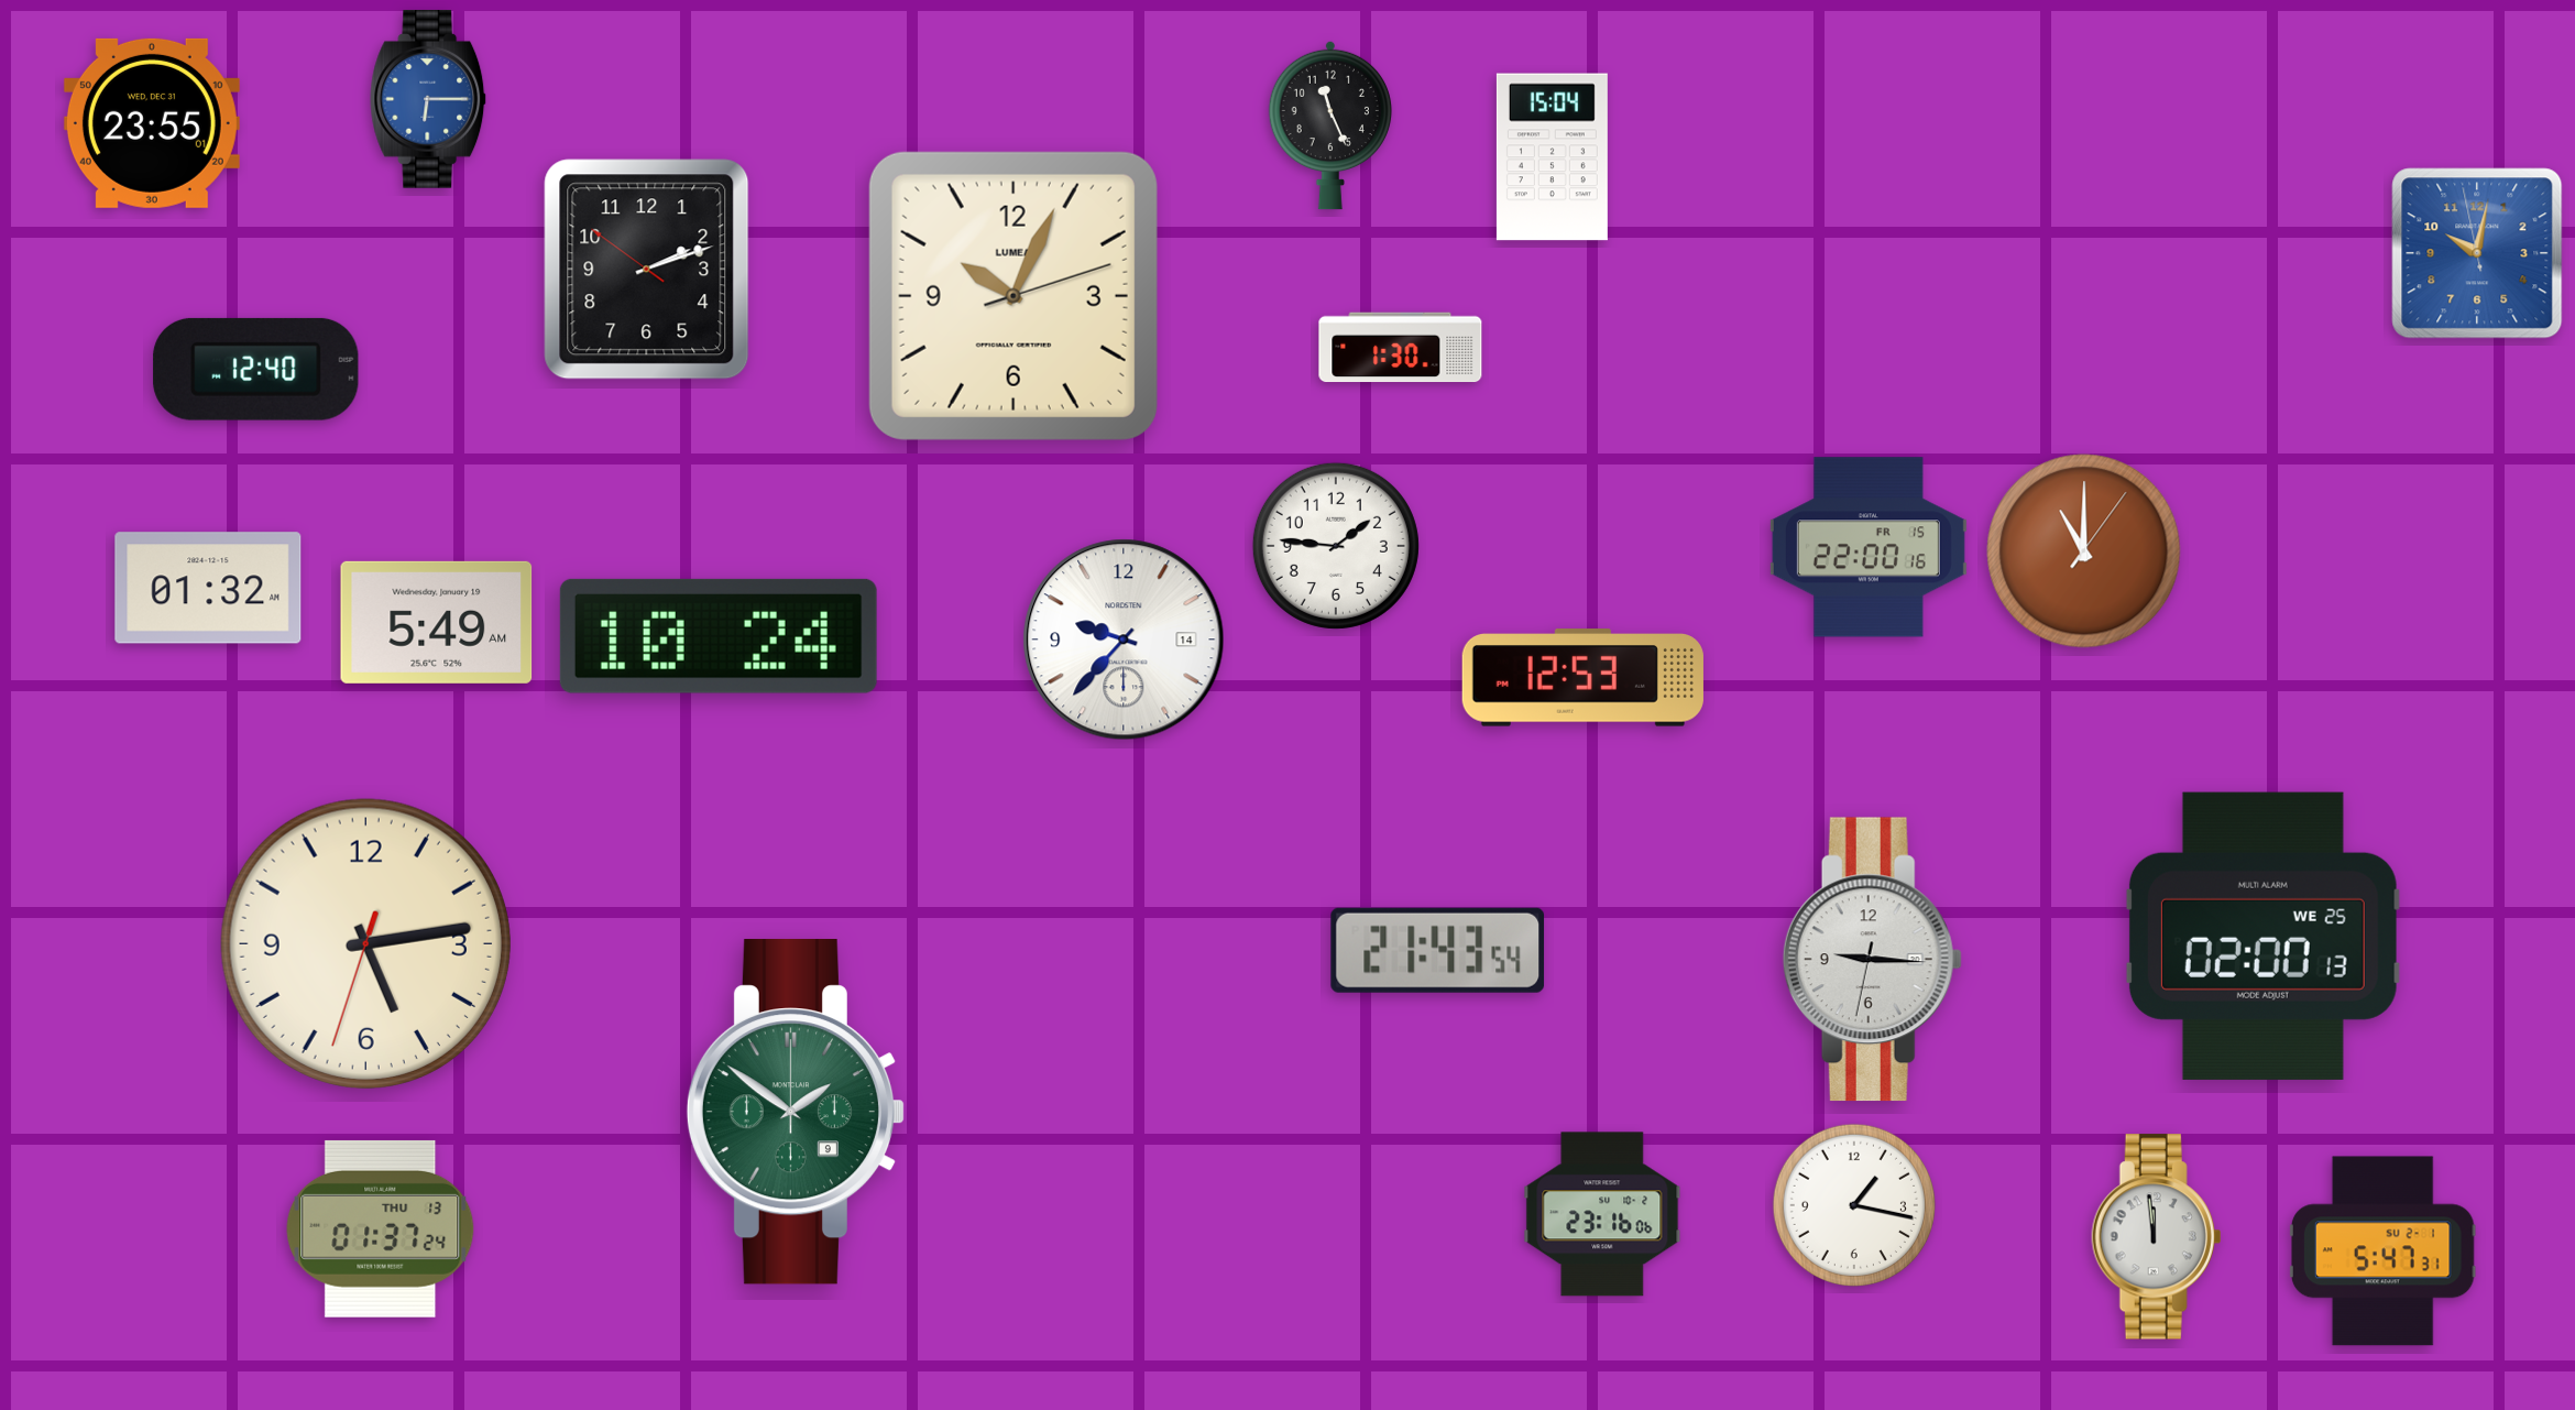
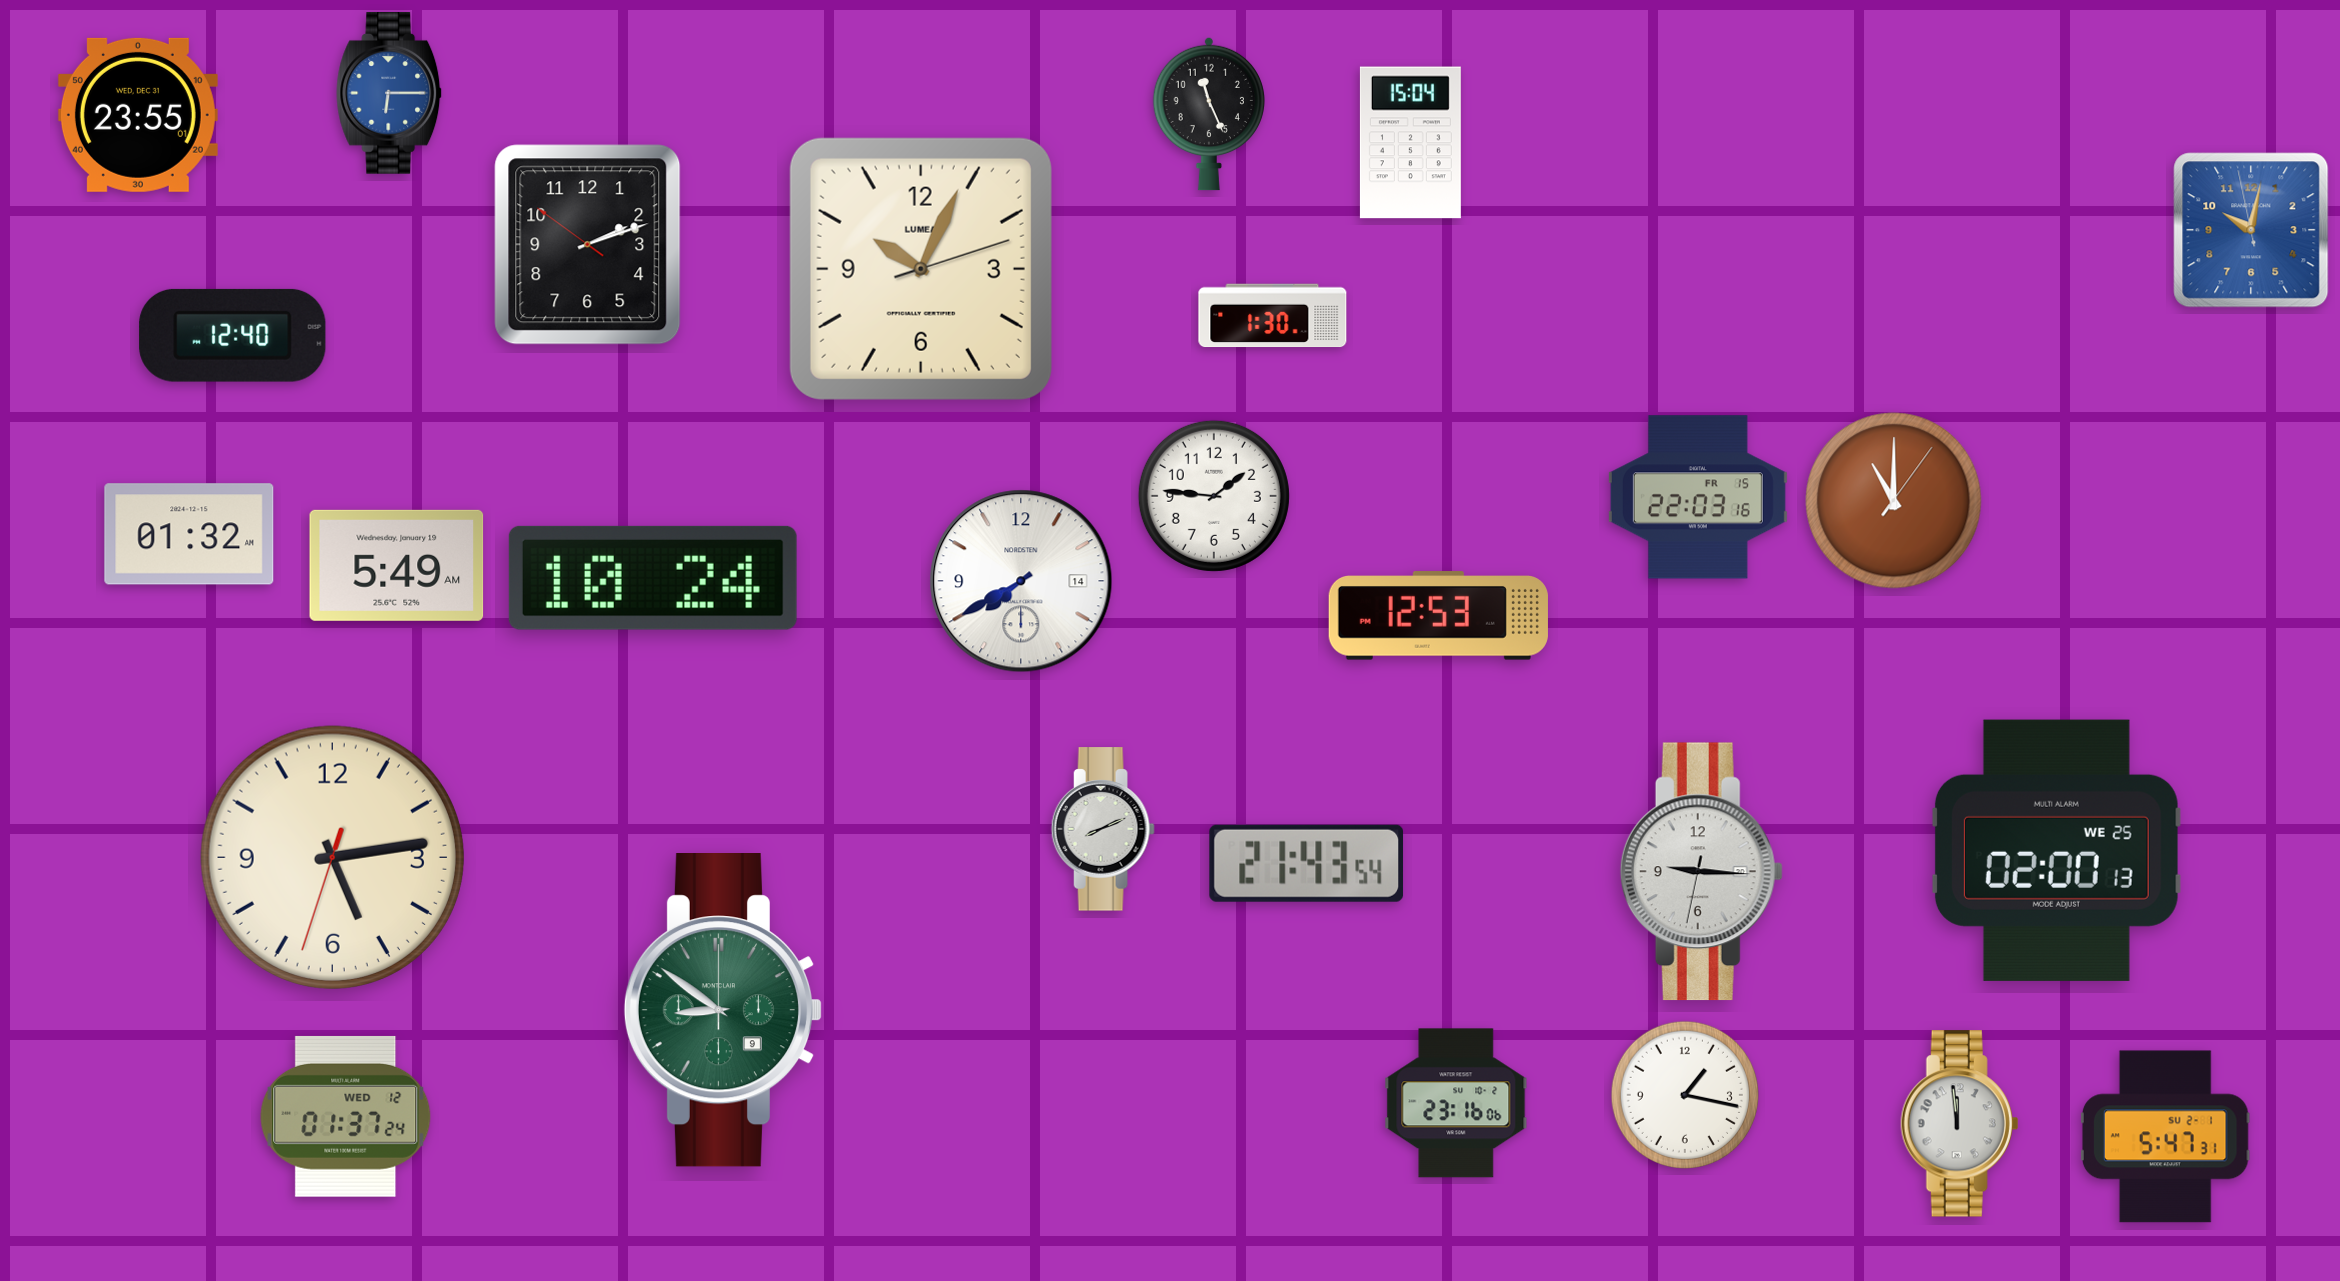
clock at (429, 100) position: (429, 100) -> (390, 94)
clock at (152, 123) position: (152, 123) -> (138, 115)
clock at (1869, 547): 22:00 -> 22:03
clock at (1124, 640): 9:37 -> 7:40
clock at (1103, 829): none -> 8:11
clock at (796, 1113): 1:51 -> 8:51
clock at (381, 1228) date: THU 13 -> WED 12
